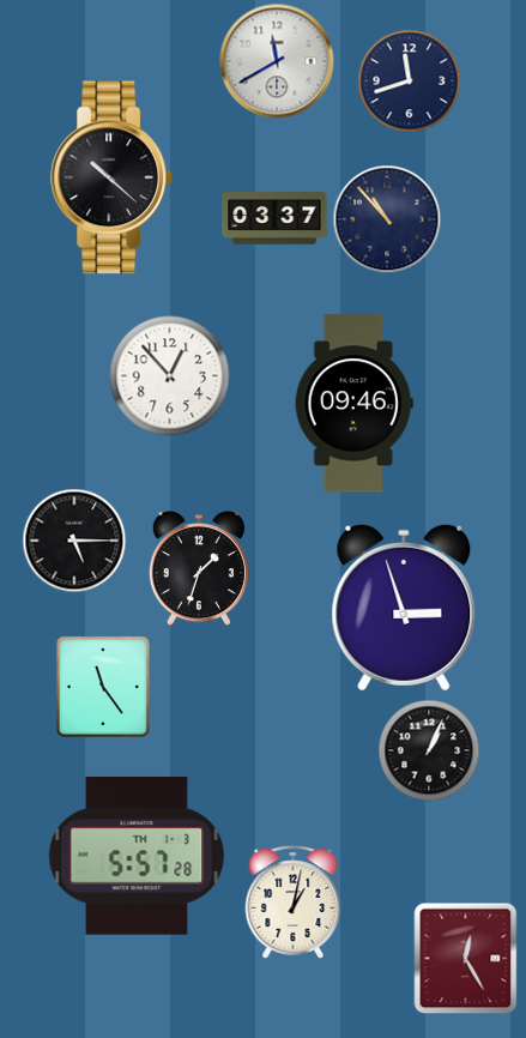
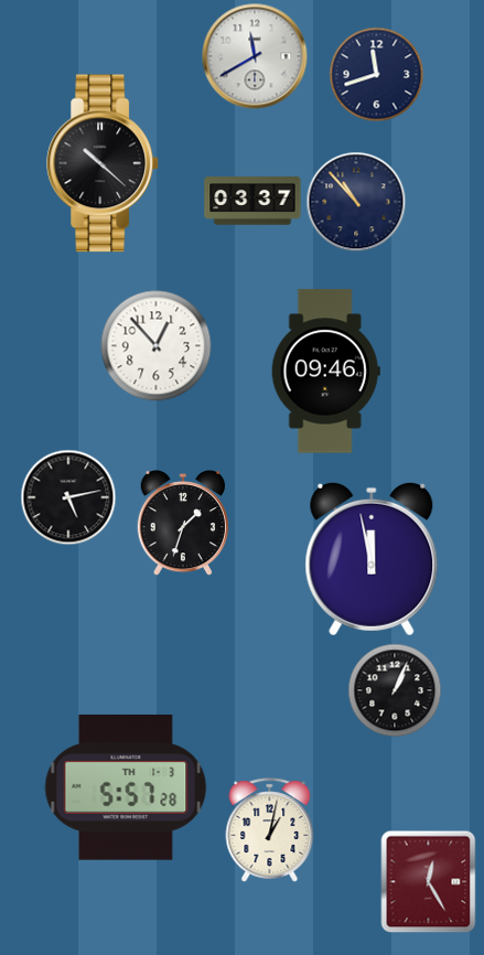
clock at (74, 541): 5:15 -> 5:13
clock at (404, 608): 2:57 -> 11:58
clock at (103, 687): 11:24 -> none
